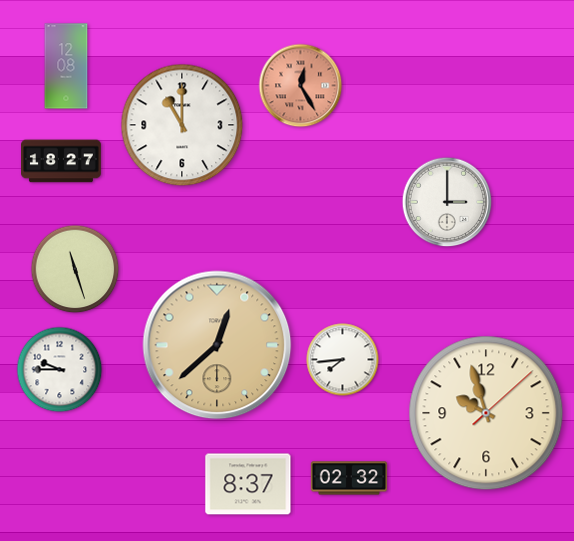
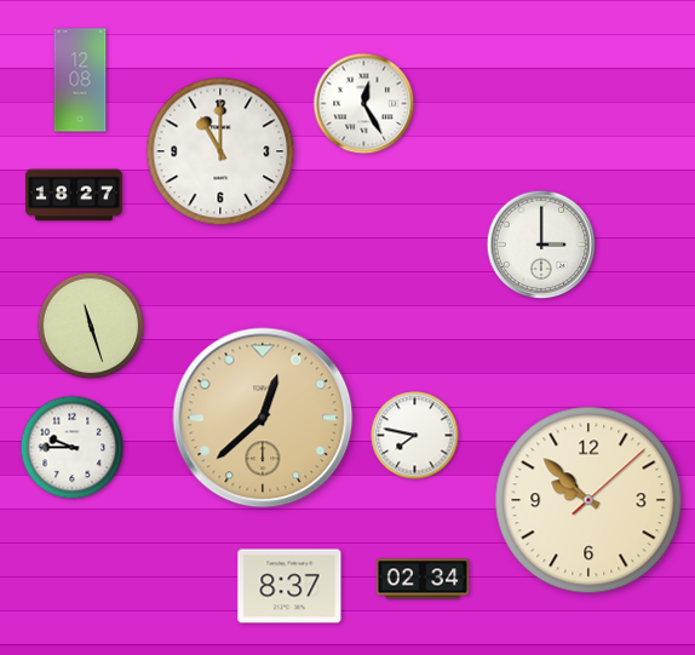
clock at (301, 86) dial: salmon -> white
clock at (343, 360): 7:44 -> 7:47
clock at (486, 413): 9:57 -> 9:52
clock at (349, 478): 02:32 -> 02:34
clock at (248, 484) position: (248, 484) -> (289, 586)
